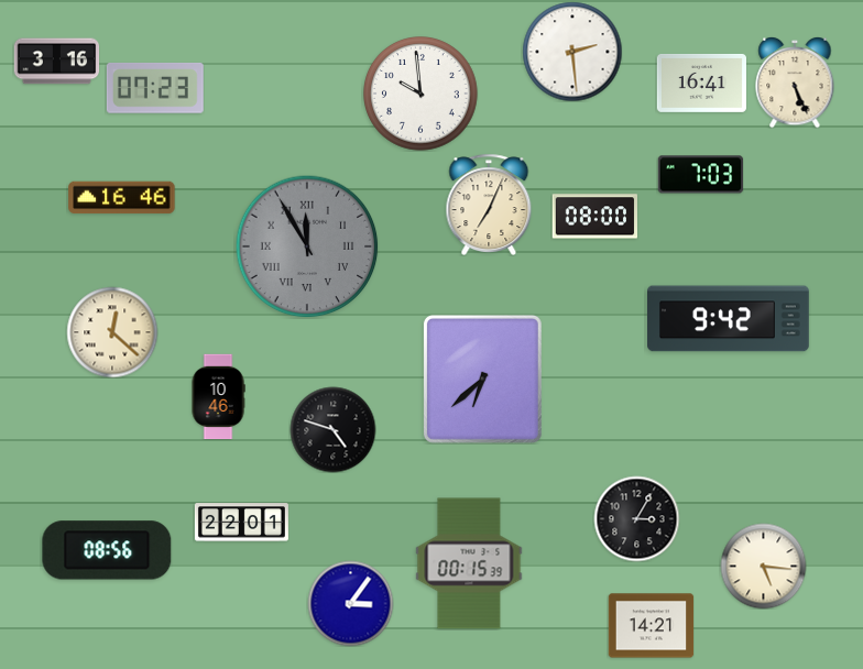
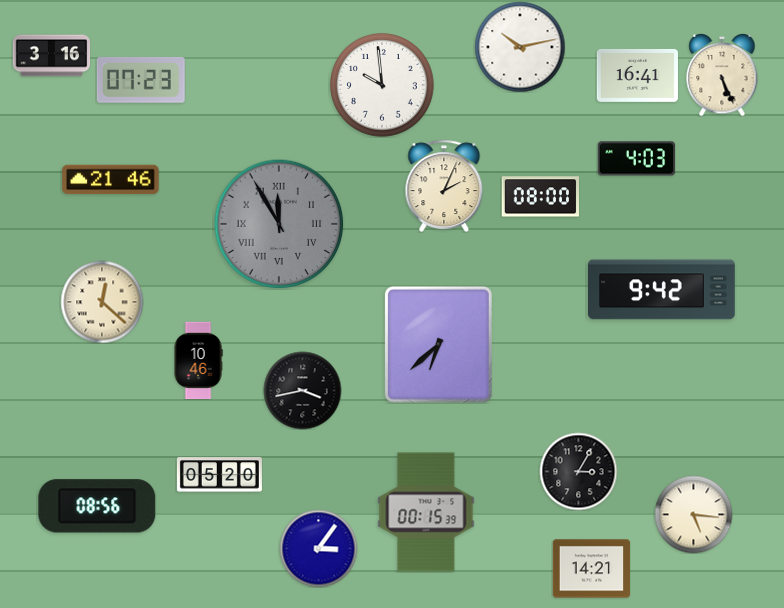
clock at (572, 52): 2:29 -> 10:13
clock at (700, 175): 7:03 -> 4:03
clock at (122, 198): 16:46 -> 21:46
clock at (489, 205): 7:04 -> 2:04
clock at (332, 429): 4:48 -> 3:43
clock at (241, 523): 22:01 -> 05:20
clock at (107, 550) position: (107, 550) -> (97, 506)
